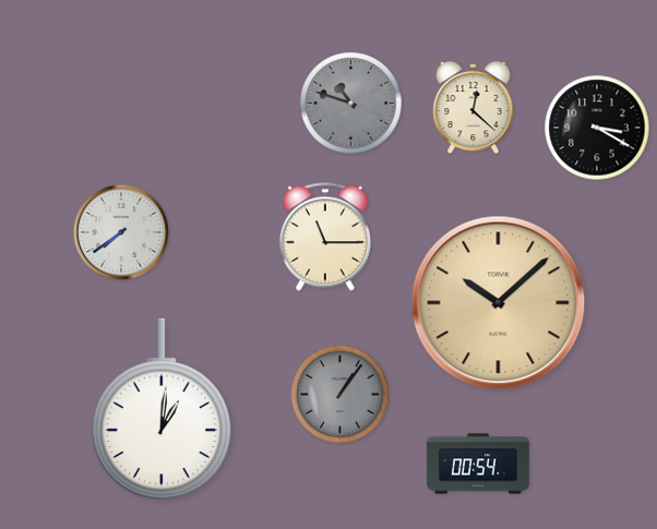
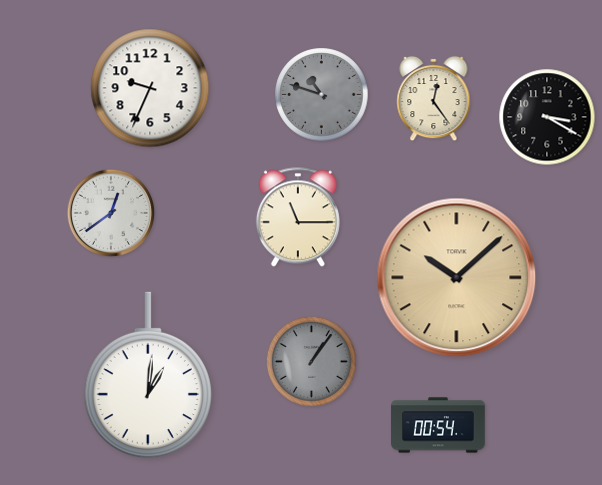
clock at (150, 88): none -> 9:34
clock at (474, 108): 12:22 -> 12:24
clock at (121, 232): 7:39 -> 12:39
